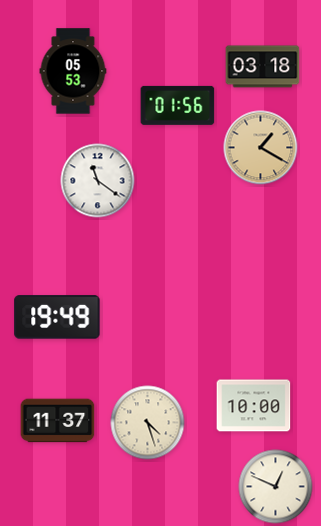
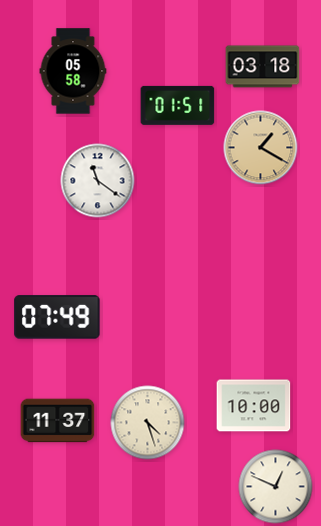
clock at (73, 71): 05:53 -> 05:58
clock at (178, 105): 01:56 -> 01:51
clock at (57, 317): 19:49 -> 07:49
